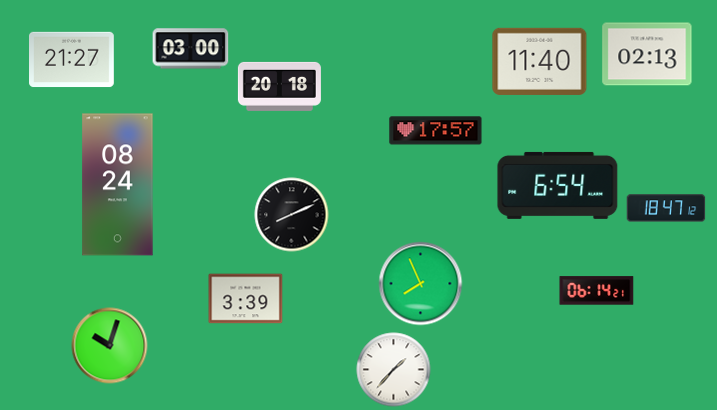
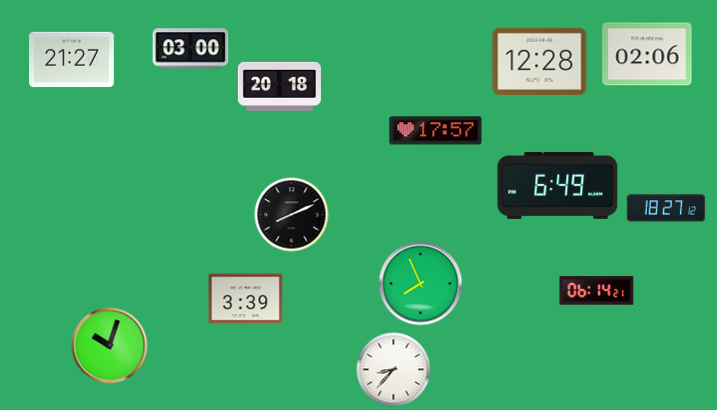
clock at (647, 54): 02:13 -> 02:06
clock at (540, 61): 11:40 -> 12:28
clock at (118, 185): 08:24 -> none
clock at (558, 185): 6:54 -> 6:49
clock at (666, 208): 18:47 -> 18:27
clock at (394, 370): 1:37 -> 8:37
